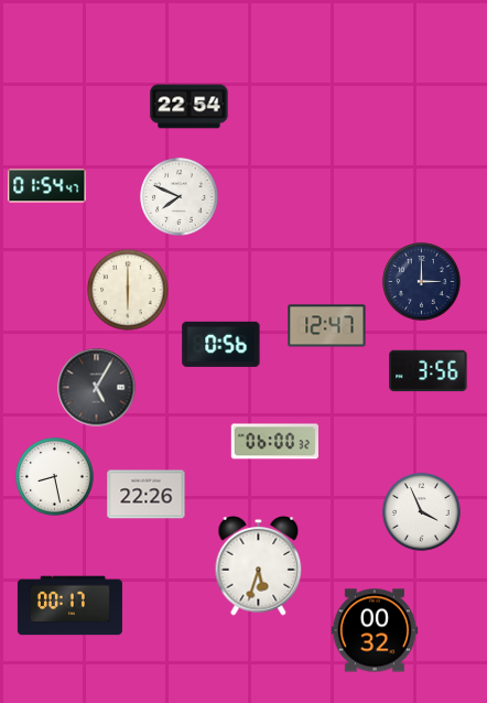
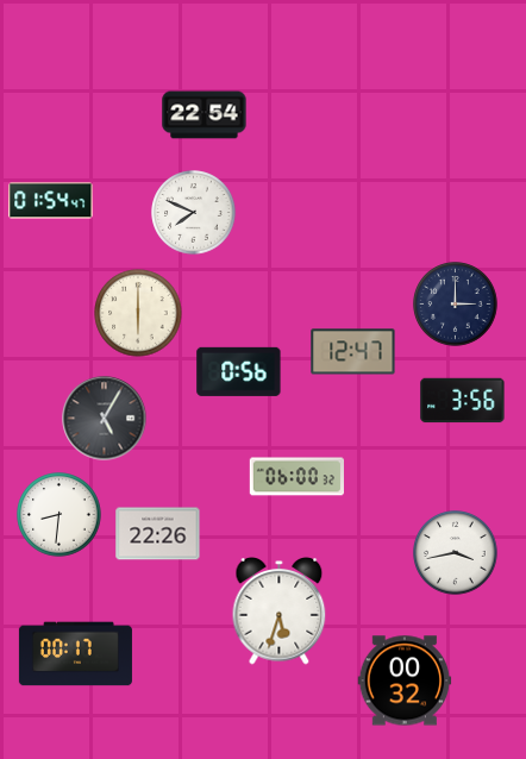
clock at (55, 477): 8:28 -> 8:31
clock at (422, 512): 3:56 -> 3:43
